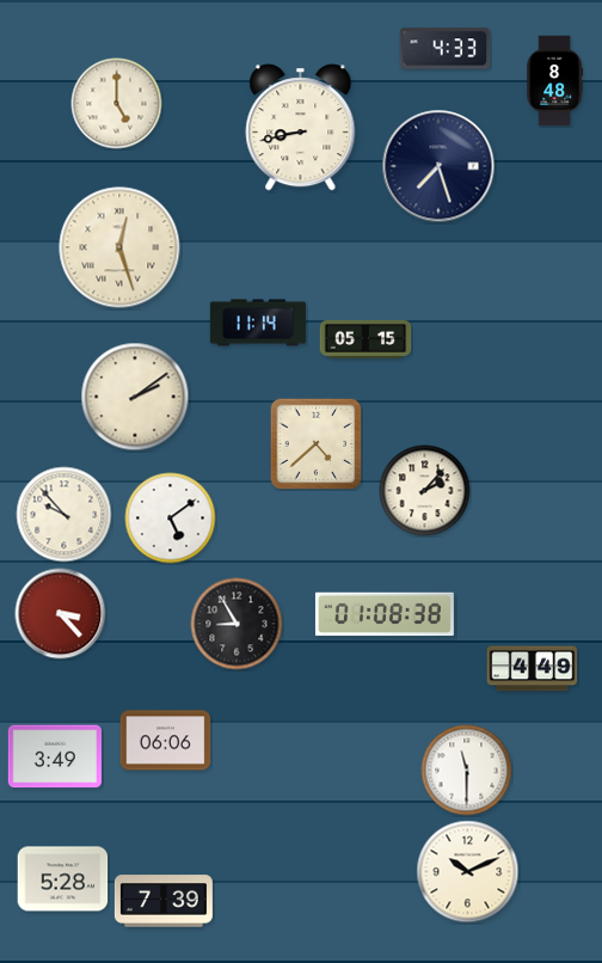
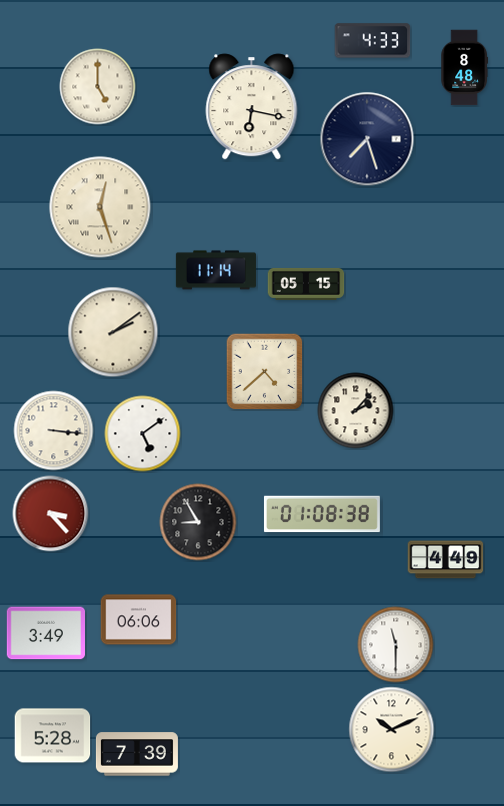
clock at (301, 128): 8:43 -> 6:17
clock at (64, 515): 9:53 -> 3:16
clock at (467, 771) position: (467, 771) -> (396, 645)
